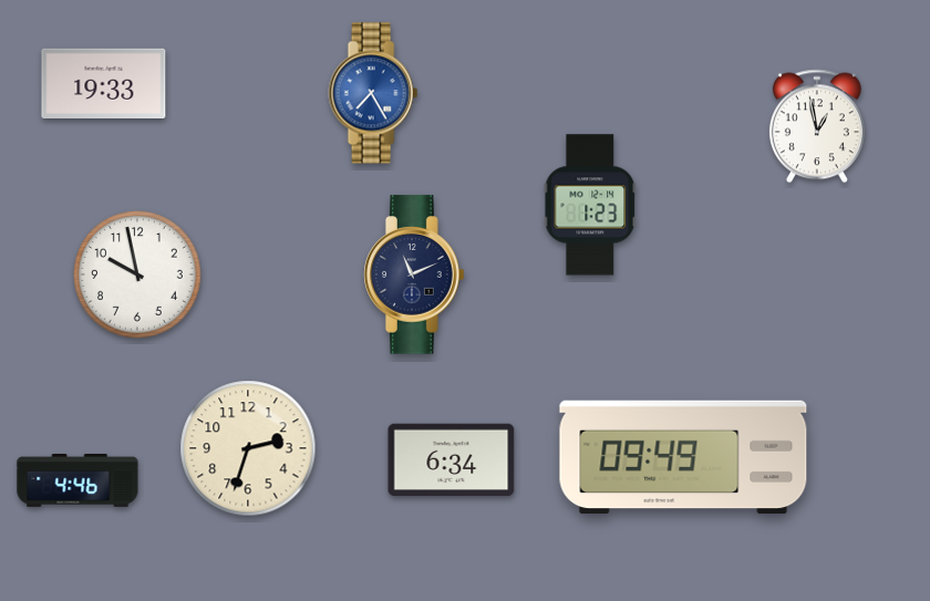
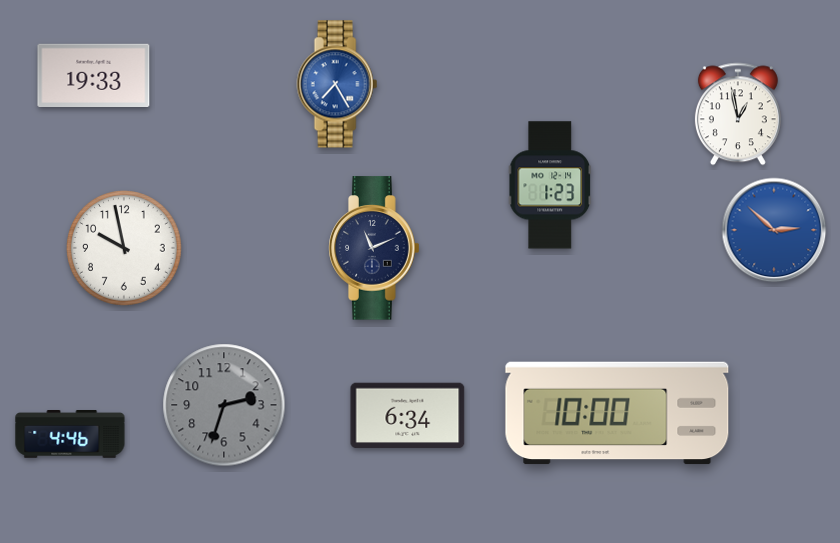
clock at (590, 205) position: (590, 205) -> (550, 185)
clock at (774, 230): none -> 2:52
clock at (248, 448) dial: cream -> grey
clock at (683, 457): 09:49 -> 10:00
